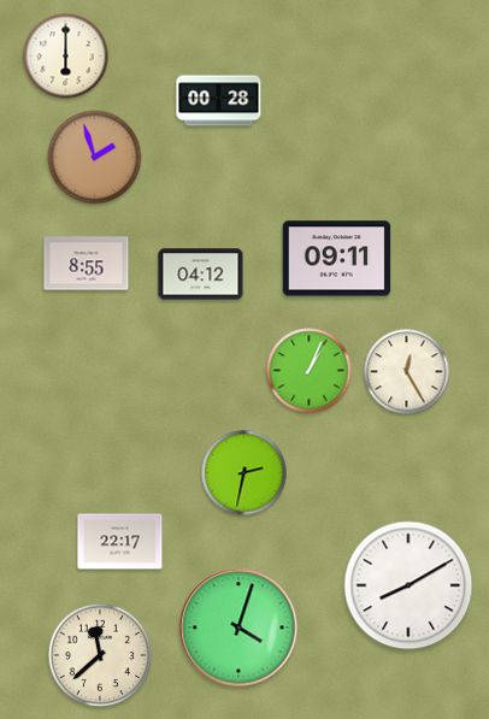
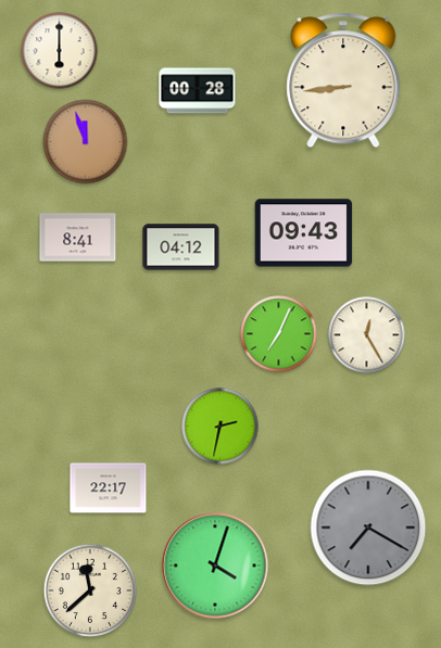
clock at (343, 80): none -> 8:44
clock at (95, 158): 1:57 -> 11:57
clock at (337, 259): 09:11 -> 09:43
clock at (87, 264): 8:55 -> 8:41
clock at (310, 371): 1:04 -> 7:04
clock at (408, 585): 8:10 -> 7:20
clock at (408, 585) dial: white -> grey
